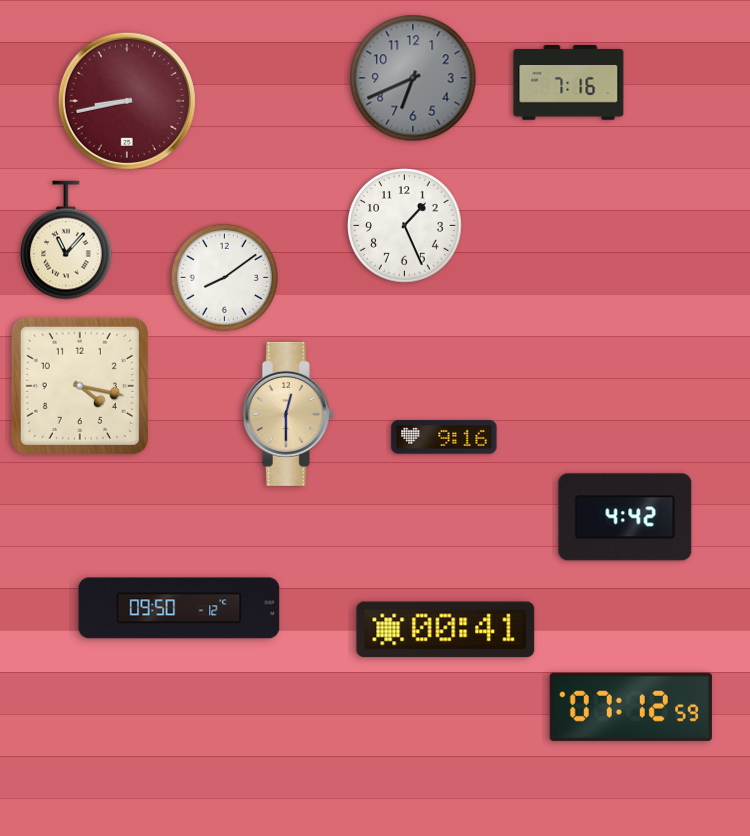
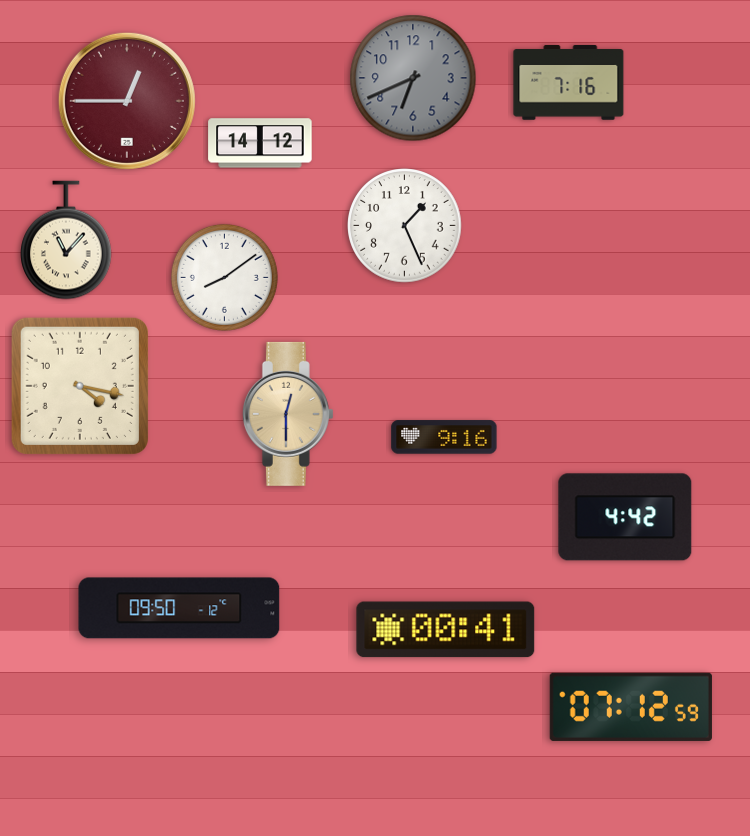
clock at (127, 101): 8:43 -> 12:45
clock at (260, 143): none -> 14:12
